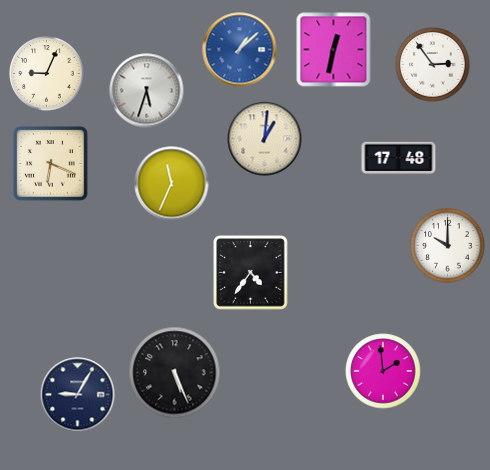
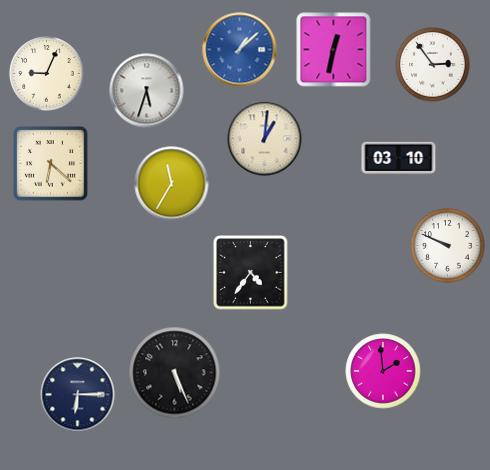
clock at (399, 158): 17:48 -> 03:10
clock at (51, 164): 6:19 -> 6:22
clock at (172, 184): 11:34 -> 11:35
clock at (448, 246): 10:00 -> 9:49
clock at (78, 395): 9:05 -> 6:15
